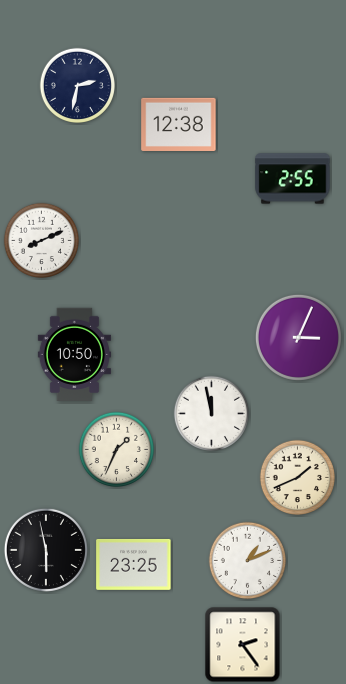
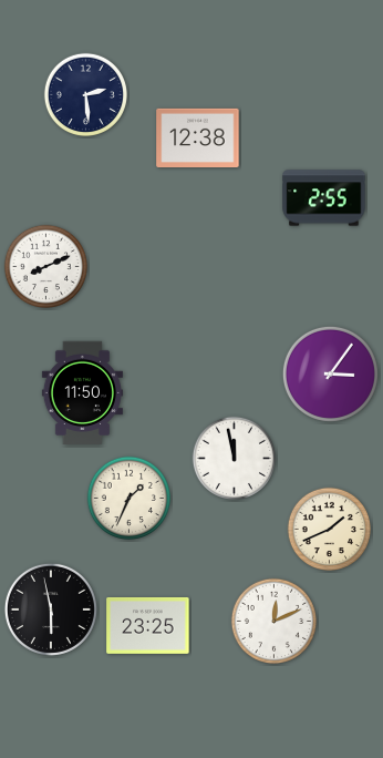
clock at (77, 85): 2:32 -> 2:29
clock at (298, 337): 3:04 -> 3:06
clock at (74, 354): 10:50 -> 11:50
clock at (247, 560): 1:11 -> 12:11
clock at (243, 645): 2:24 -> none
